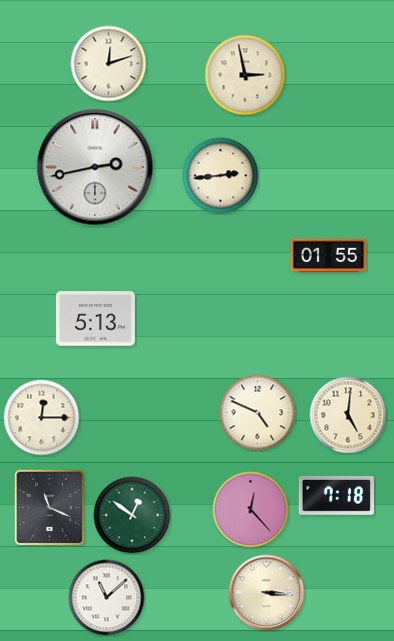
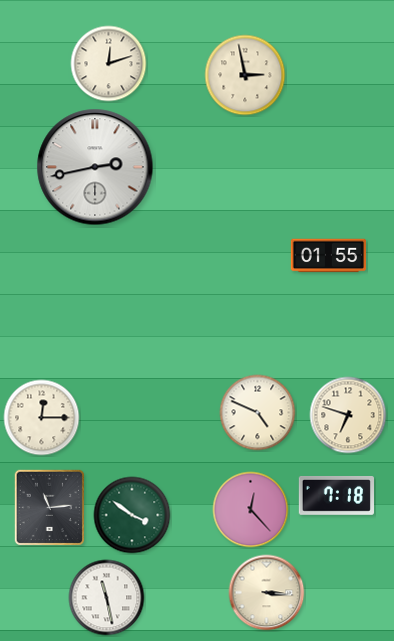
clock at (221, 176): 2:44 -> none
clock at (95, 319): 5:13 -> none
clock at (348, 415): 5:01 -> 6:48
clock at (50, 508): 11:19 -> 11:14
clock at (132, 515): 12:51 -> 3:51
clock at (107, 598): 11:08 -> 11:28
